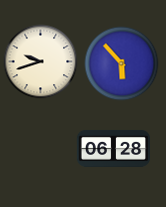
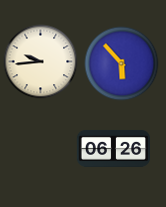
clock at (41, 62): 9:42 -> 9:44
clock at (113, 148): 06:28 -> 06:26
